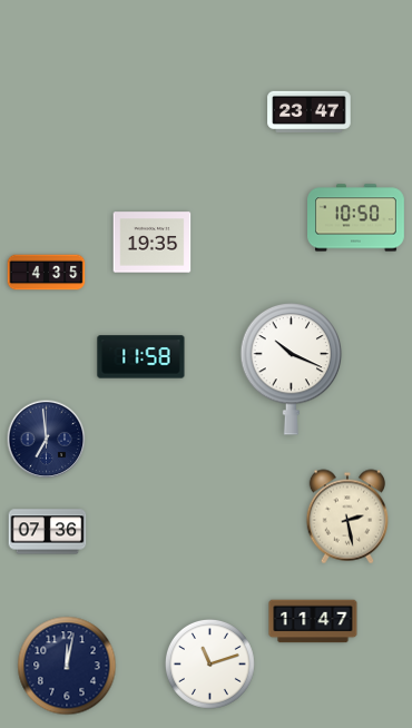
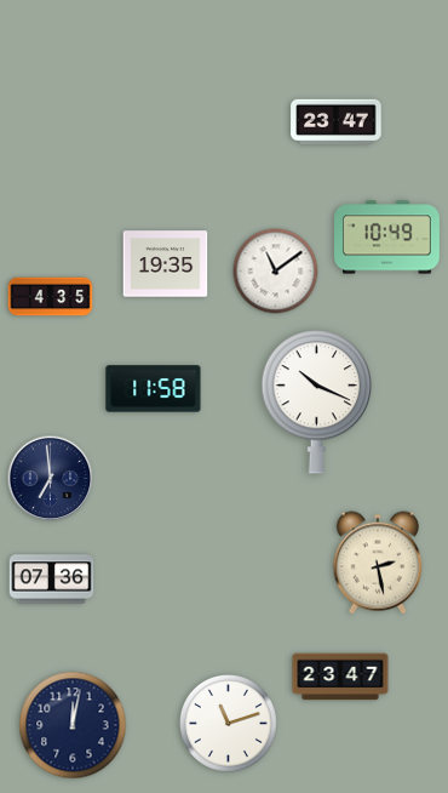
clock at (356, 218): 10:50 -> 10:49
clock at (276, 272): none -> 11:09
clock at (313, 621): 11:47 -> 23:47
